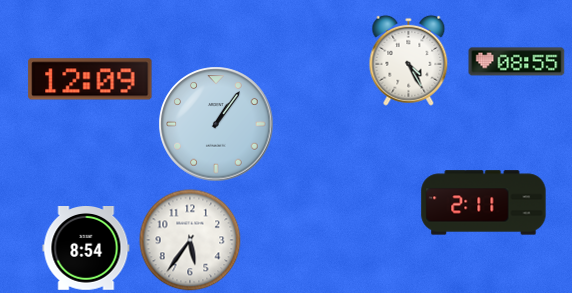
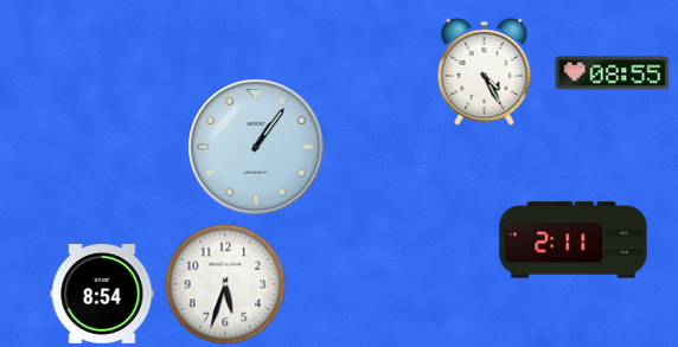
clock at (90, 79): 12:09 -> none
clock at (190, 240): 5:36 -> 5:33
